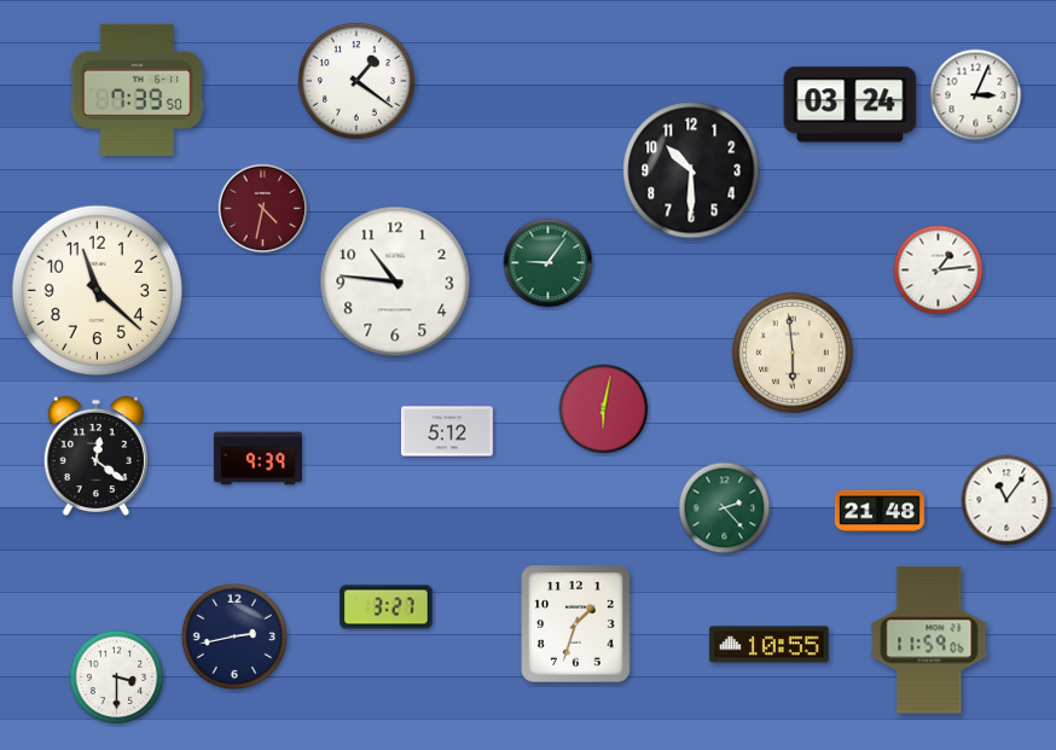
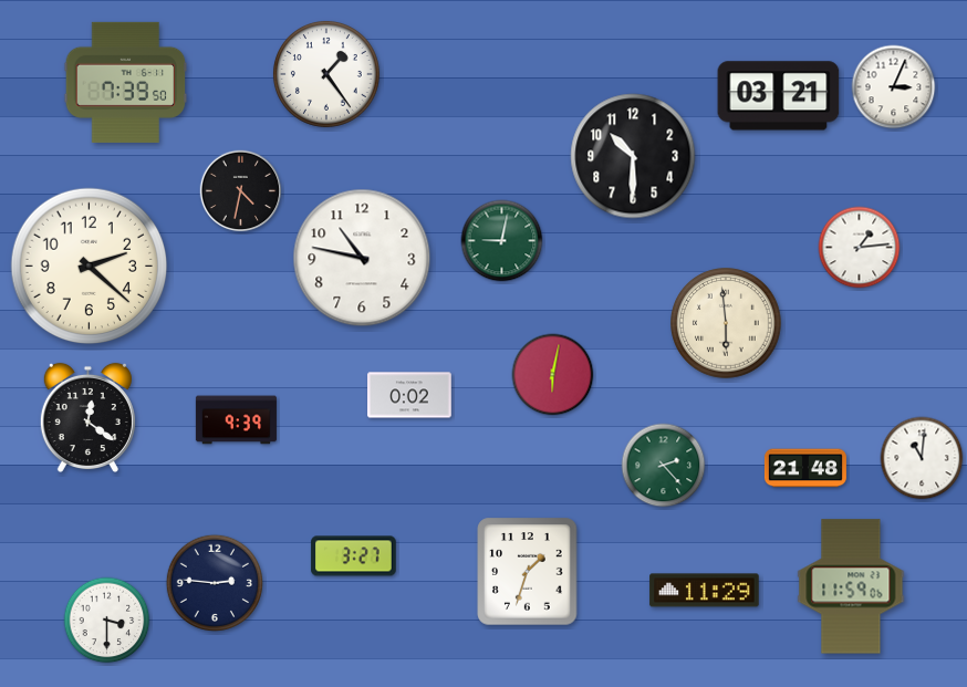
clock at (356, 81): 1:21 -> 1:24
clock at (851, 105): 03:24 -> 03:21
clock at (263, 209) dial: burgundy -> black
clock at (549, 263): 9:06 -> 9:02
clock at (395, 281): 10:46 -> 10:47
clock at (98, 291): 11:22 -> 2:22
clock at (447, 431): 5:12 -> 0:02
clock at (1006, 500): 11:06 -> 11:01
clock at (234, 636): 2:43 -> 2:46
clock at (770, 645): 10:55 -> 11:29
